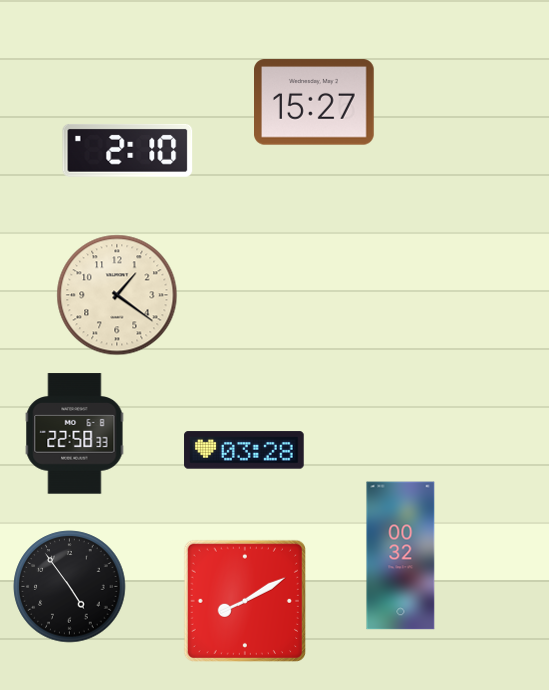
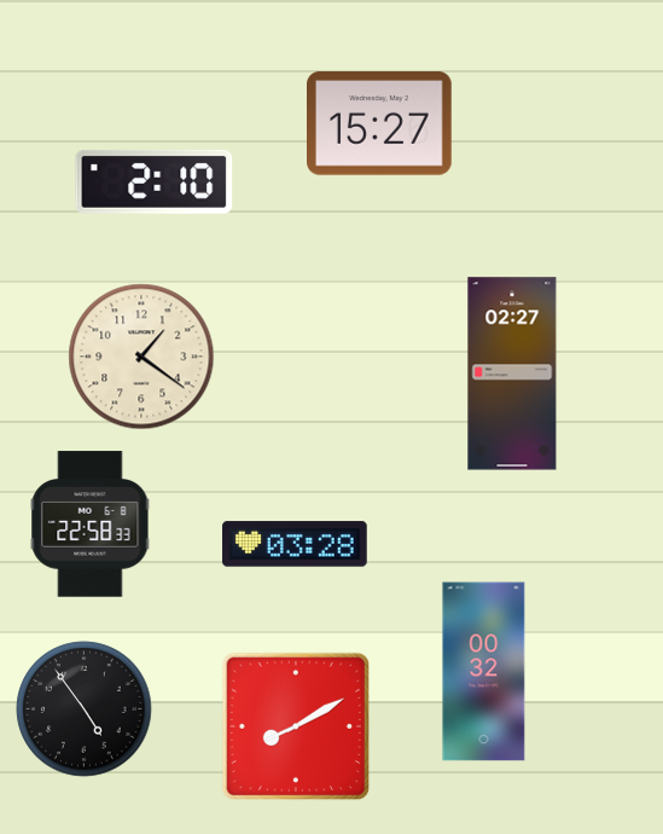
clock at (512, 373): none -> 02:27
